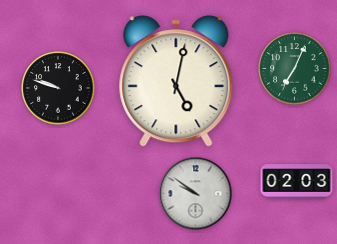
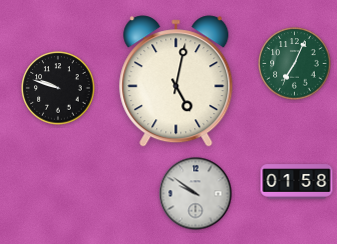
clock at (295, 69) position: (295, 69) -> (295, 64)
clock at (297, 182): 02:03 -> 01:58
